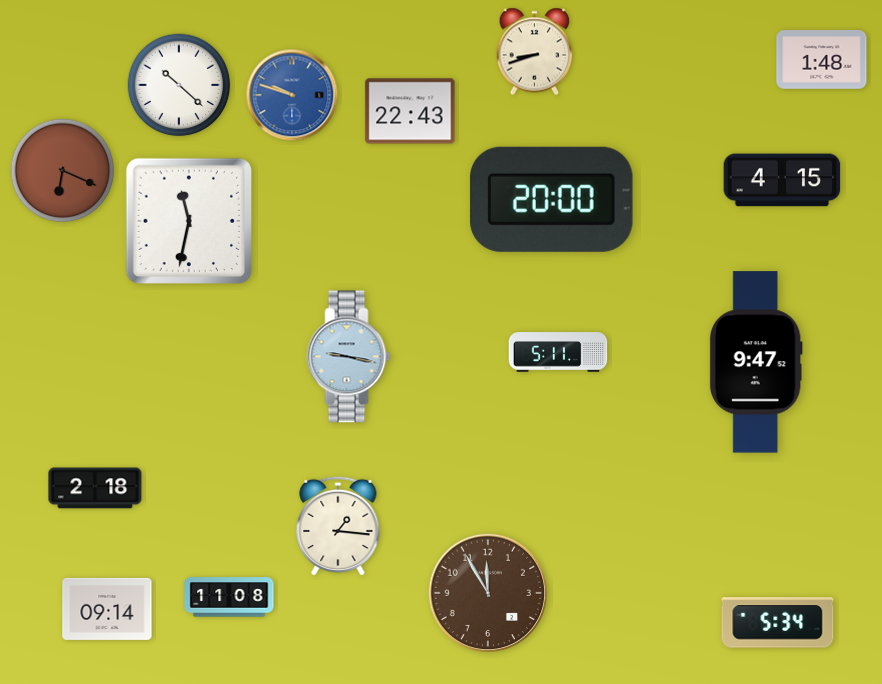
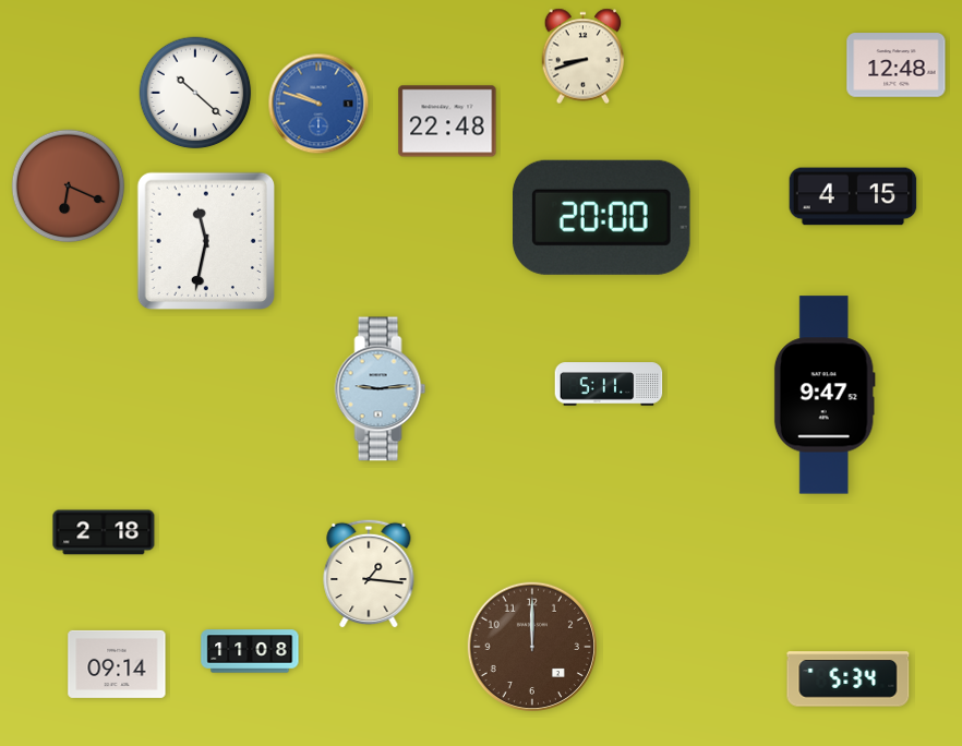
clock at (822, 60): 1:48 -> 12:48
clock at (410, 111): 22:43 -> 22:48
clock at (349, 357): 9:17 -> 9:14
clock at (487, 592): 11:55 -> 12:00
